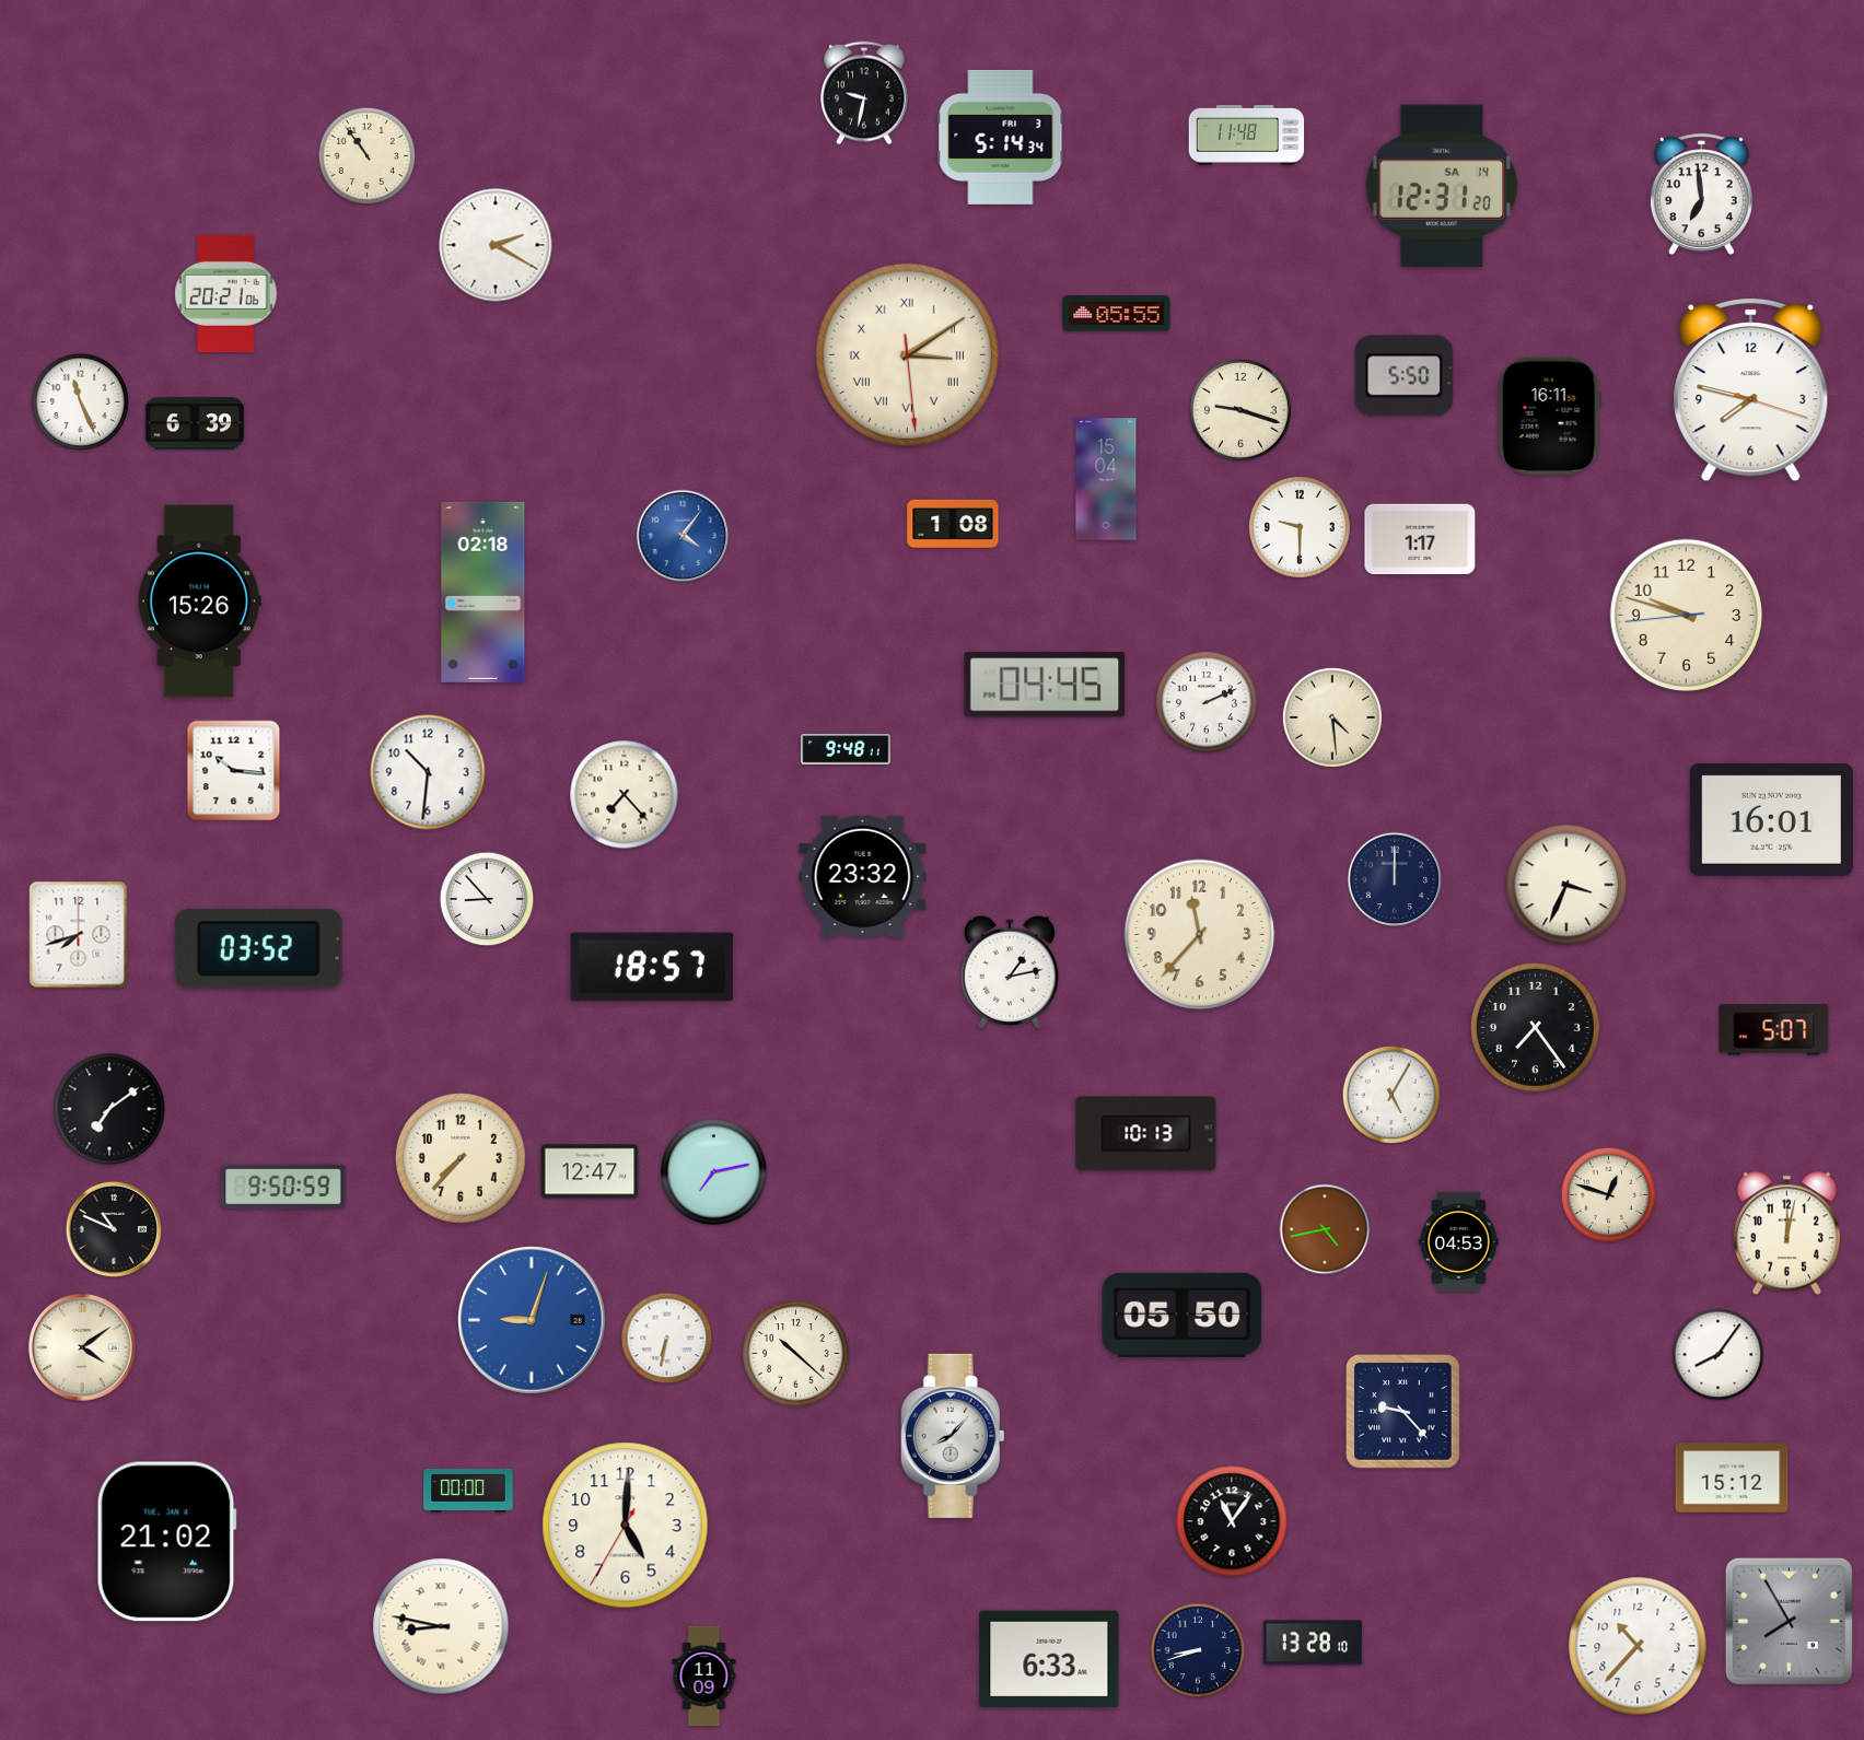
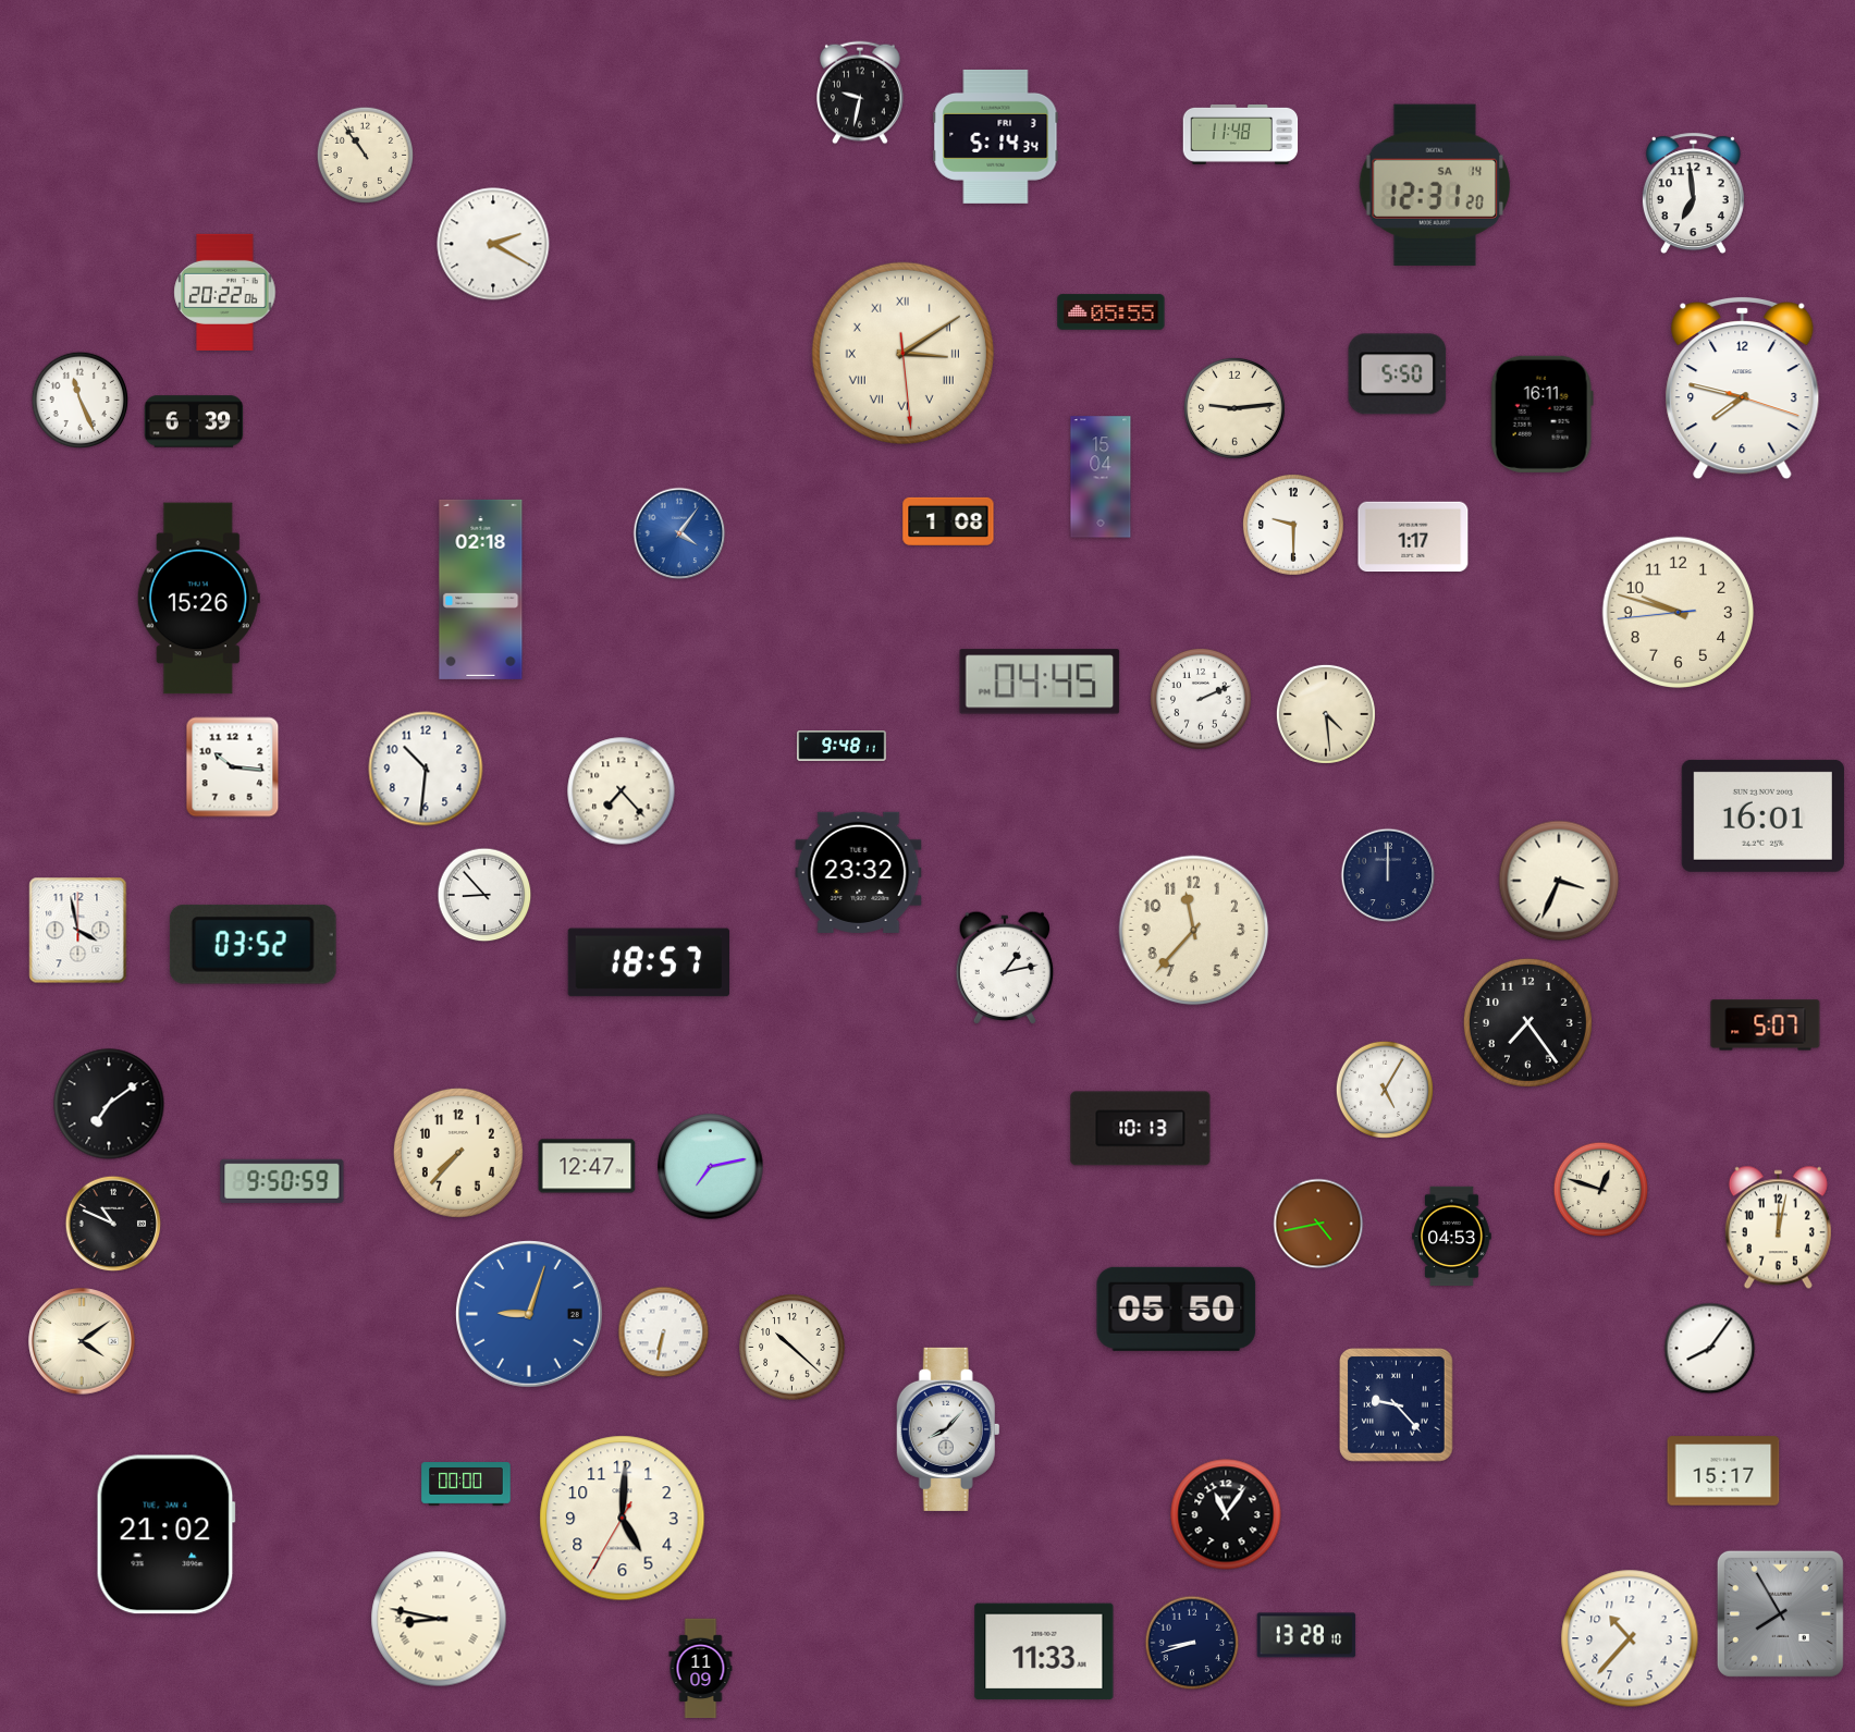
clock at (226, 293): 20:21 -> 20:22
clock at (1240, 410): 9:18 -> 9:14
clock at (79, 935): 7:42 -> 3:58
clock at (258, 948) position: (258, 948) -> (253, 944)
clock at (1732, 1478): 15:12 -> 15:17
clock at (1049, 1659): 6:33 -> 11:33
